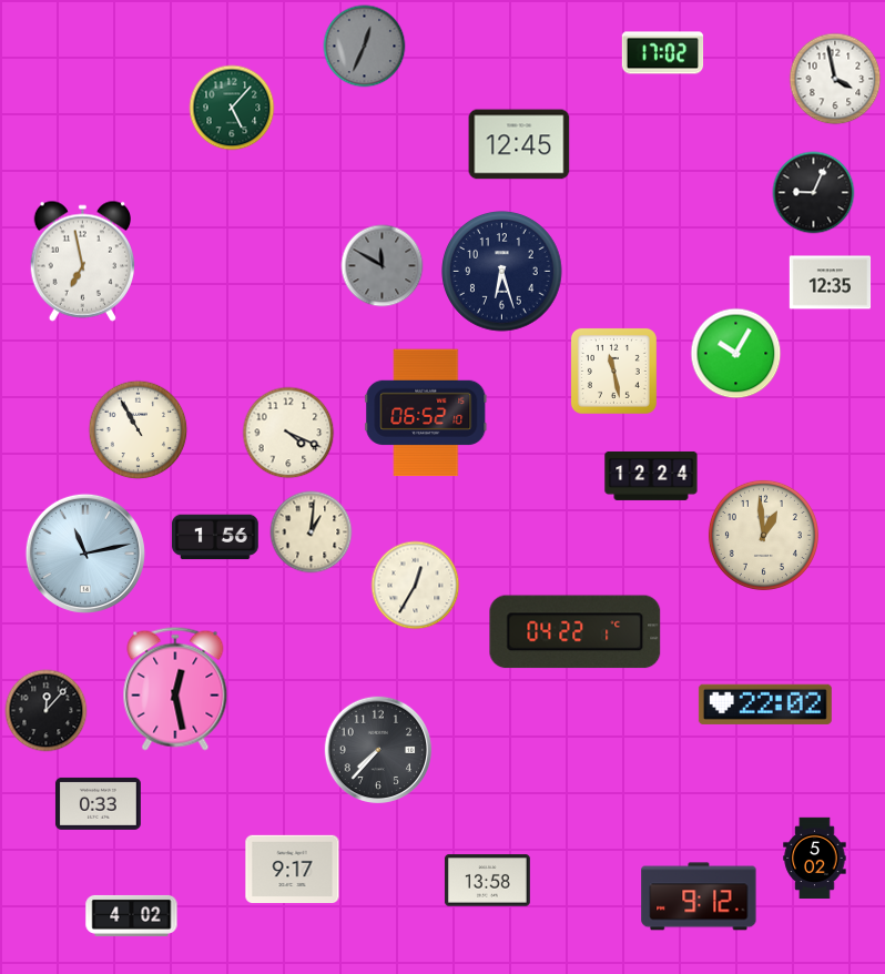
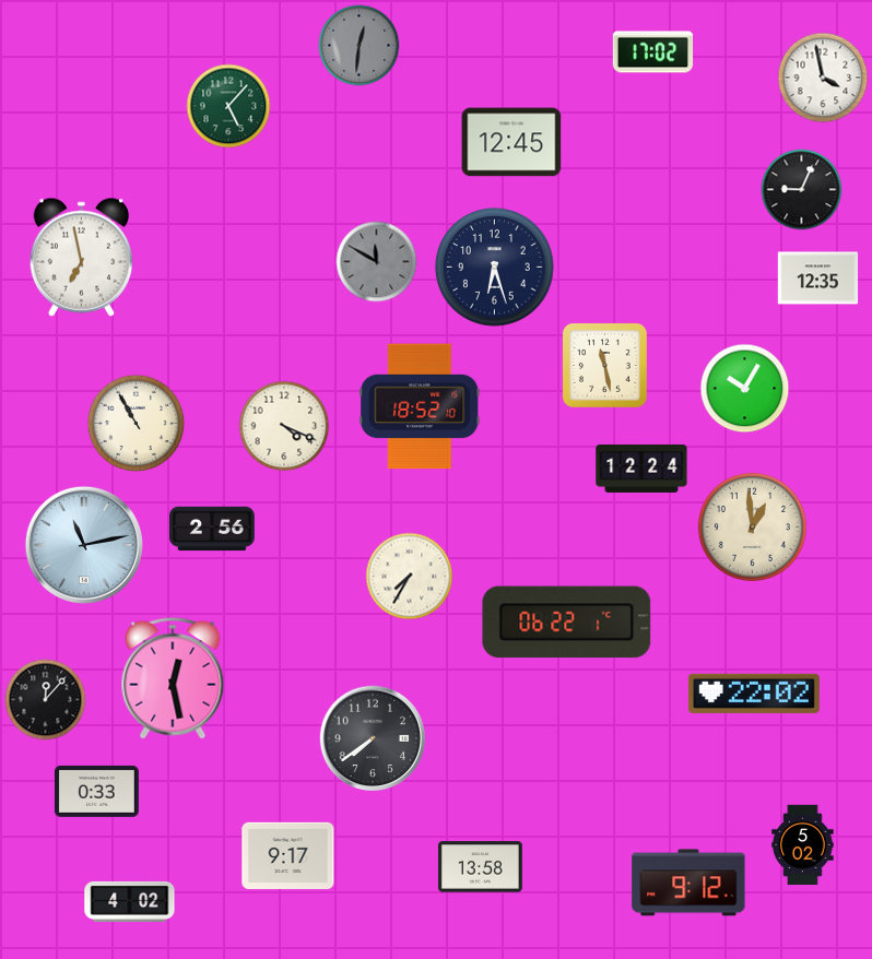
clock at (365, 47): 12:34 -> 12:31
clock at (736, 354) position: (736, 354) -> (745, 389)
clock at (426, 413): 06:52 -> 18:52
clock at (312, 532): 1:01 -> none
clock at (216, 537): 1:56 -> 2:56
clock at (416, 586): 12:35 -> 7:35
clock at (576, 632): 04:22 -> 06:22
clock at (377, 749): 7:37 -> 7:39
